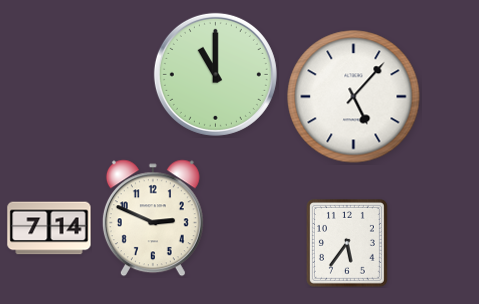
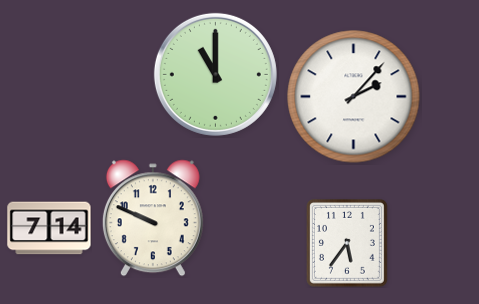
clock at (354, 97): 5:07 -> 2:07
clock at (153, 218): 2:49 -> 9:49
